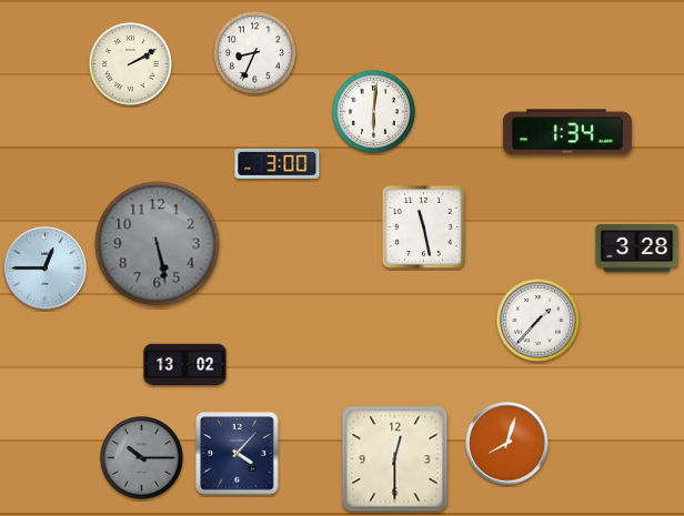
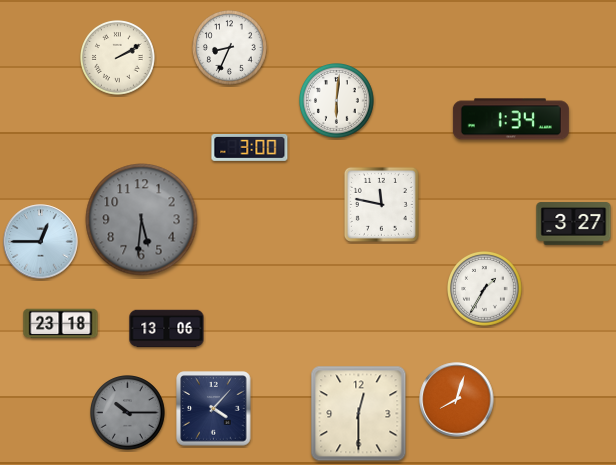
clock at (423, 226): 11:28 -> 11:47
clock at (158, 244): 5:28 -> 5:31
clock at (637, 249): 3:28 -> 3:27
clock at (539, 321): 1:37 -> 1:35
clock at (61, 324): none -> 23:18
clock at (185, 365): 13:02 -> 13:06
clock at (395, 459) position: (395, 459) -> (359, 414)
